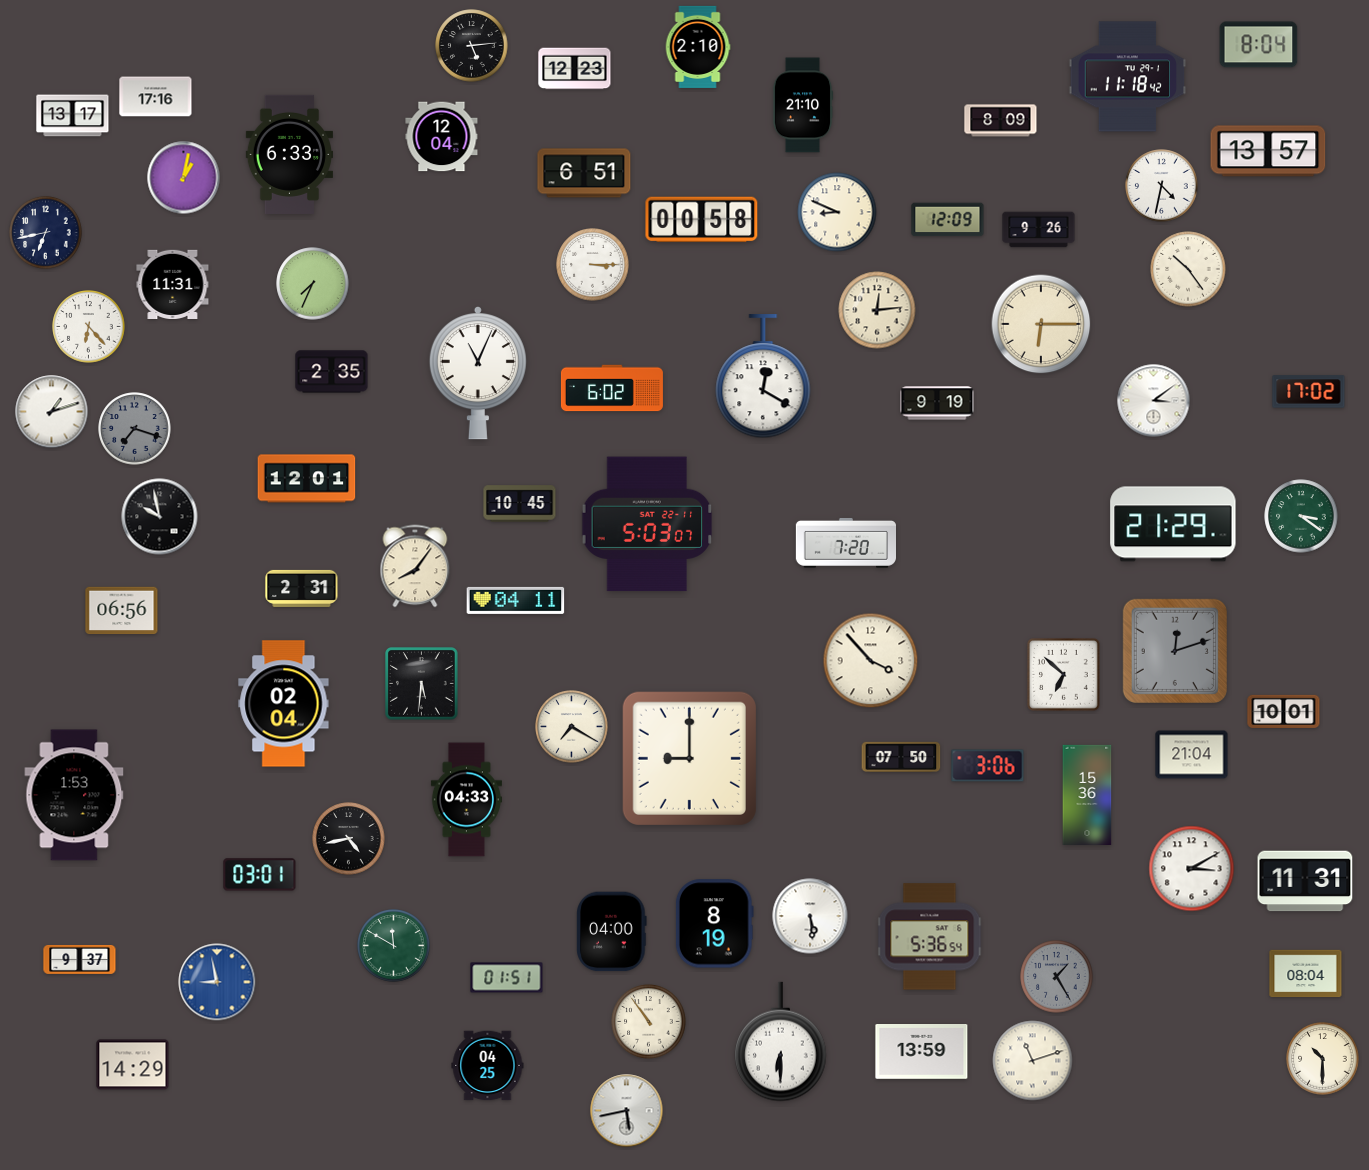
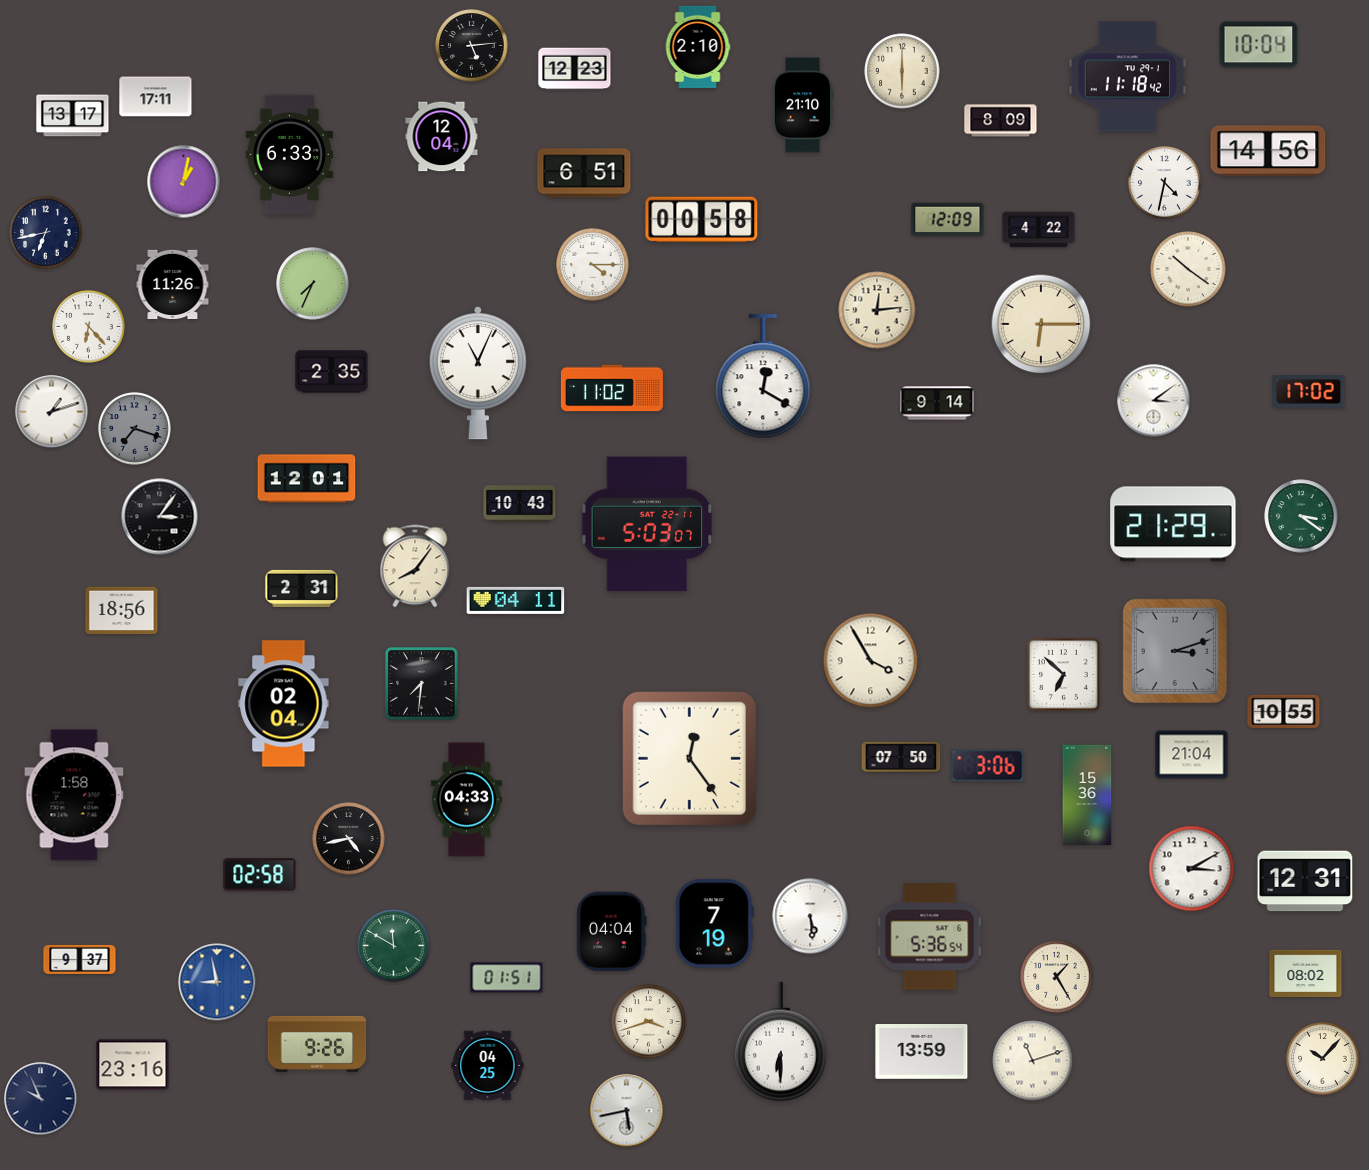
clock at (1259, 45): 8:04 -> 10:04
clock at (902, 71): none -> 6:00
clock at (156, 97): 17:16 -> 17:11
clock at (1268, 151): 13:57 -> 14:56
clock at (184, 178) position: (184, 178) -> (184, 182)
clock at (1162, 186) position: (1162, 186) -> (1165, 183)
clock at (837, 212): 8:49 -> none
clock at (1039, 230): 9:26 -> 4:22
clock at (593, 265): 3:15 -> 4:15
clock at (1188, 269): 10:24 -> 10:21
clock at (173, 284): 11:31 -> 11:26
clock at (612, 388): 6:02 -> 11:02
clock at (937, 403): 9:19 -> 9:14
clock at (520, 504): 10:45 -> 10:43
clock at (160, 517): 9:58 -> 3:06
clock at (845, 543): 7:20 -> none
clock at (122, 611): 06:56 -> 18:56
clock at (1175, 651): 12:12 -> 3:12
clock at (871, 661): 3:53 -> 3:55
clock at (422, 684): 5:31 -> 7:31
clock at (1284, 711): 10:01 -> 10:55
clock at (572, 727): 7:20 -> none
clock at (689, 758): 9:00 -> 12:24
clock at (74, 795): 1:53 -> 1:58
clock at (260, 875): 03:01 -> 02:58
clock at (1305, 881): 11:31 -> 12:31
clock at (714, 924): 8:19 -> 7:19
clock at (612, 932): 04:00 -> 04:04
clock at (1306, 974): 08:04 -> 08:02
clock at (1057, 977) dial: grey -> cream
clock at (649, 1022): 10:54 -> 3:42
clock at (317, 1044): none -> 9:26
clock at (1323, 1059): 10:30 -> 10:07
clock at (133, 1065): 14:29 -> 23:16
clock at (41, 1099): none -> 9:56
